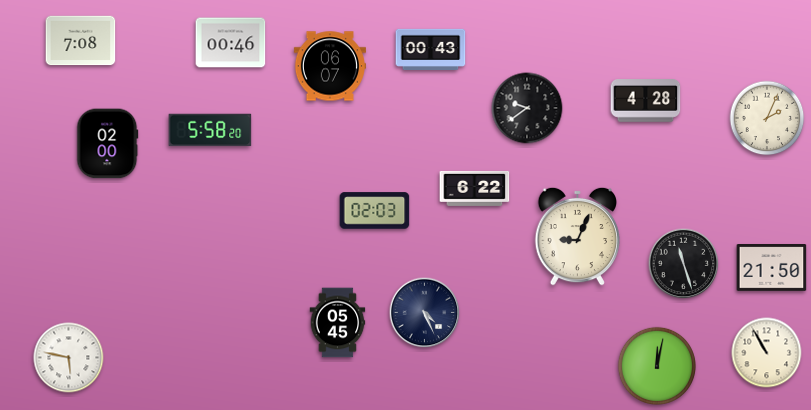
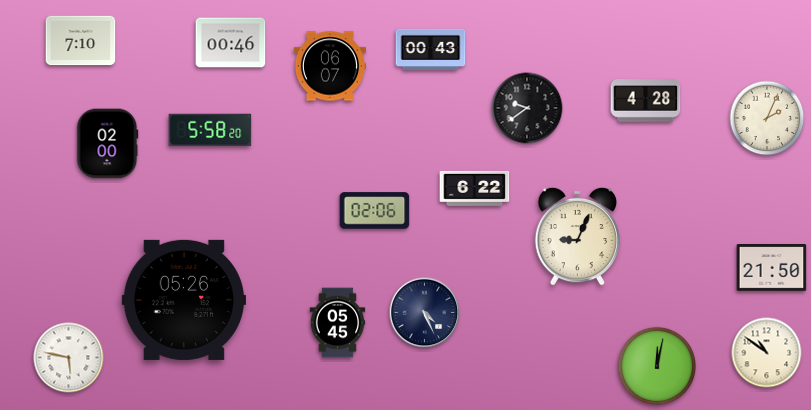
clock at (81, 41): 7:08 -> 7:10
clock at (375, 211): 02:03 -> 02:06
clock at (684, 264): 11:27 -> none
clock at (183, 300): none -> 05:26
clock at (767, 353): 10:55 -> 10:51
